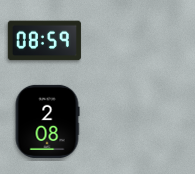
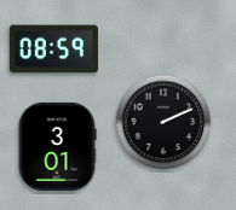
clock at (163, 122): none -> 2:11
clock at (47, 121): 2:08 -> 3:01
